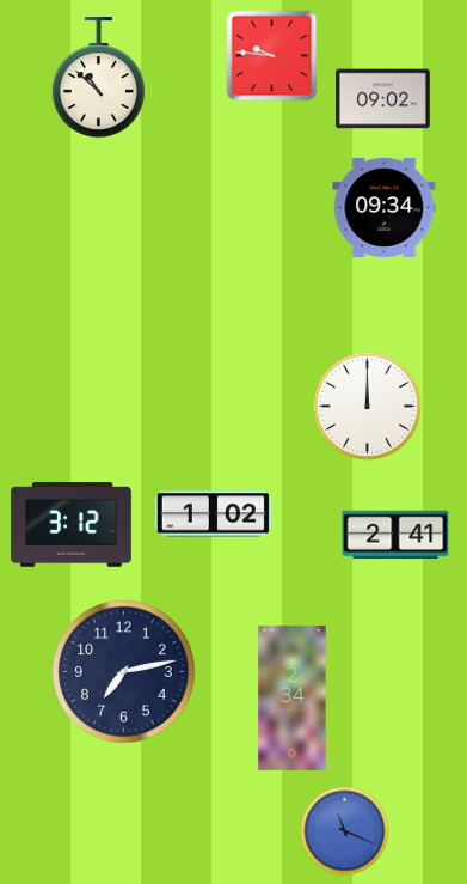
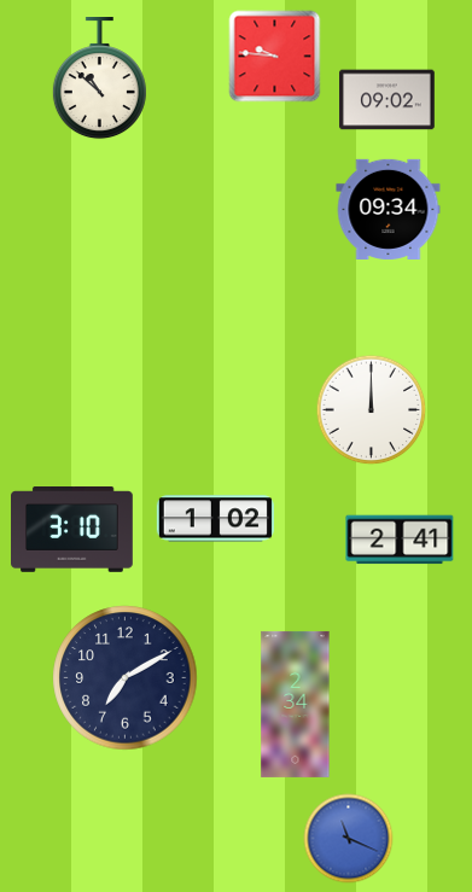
clock at (72, 525): 3:12 -> 3:10
clock at (124, 672): 7:13 -> 7:10
